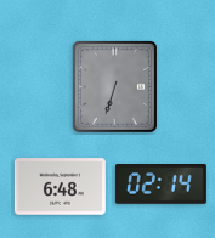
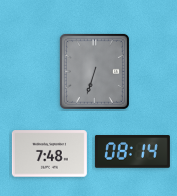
clock at (160, 185): 02:14 -> 08:14
clock at (60, 187): 6:48 -> 7:48
